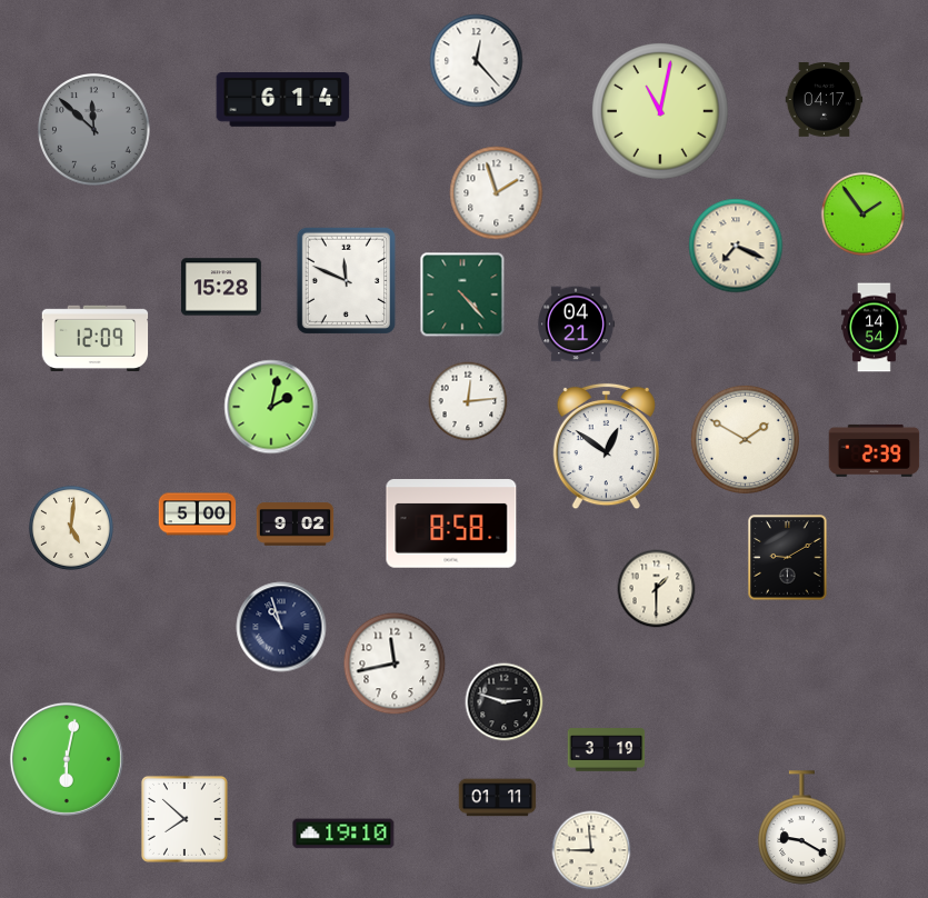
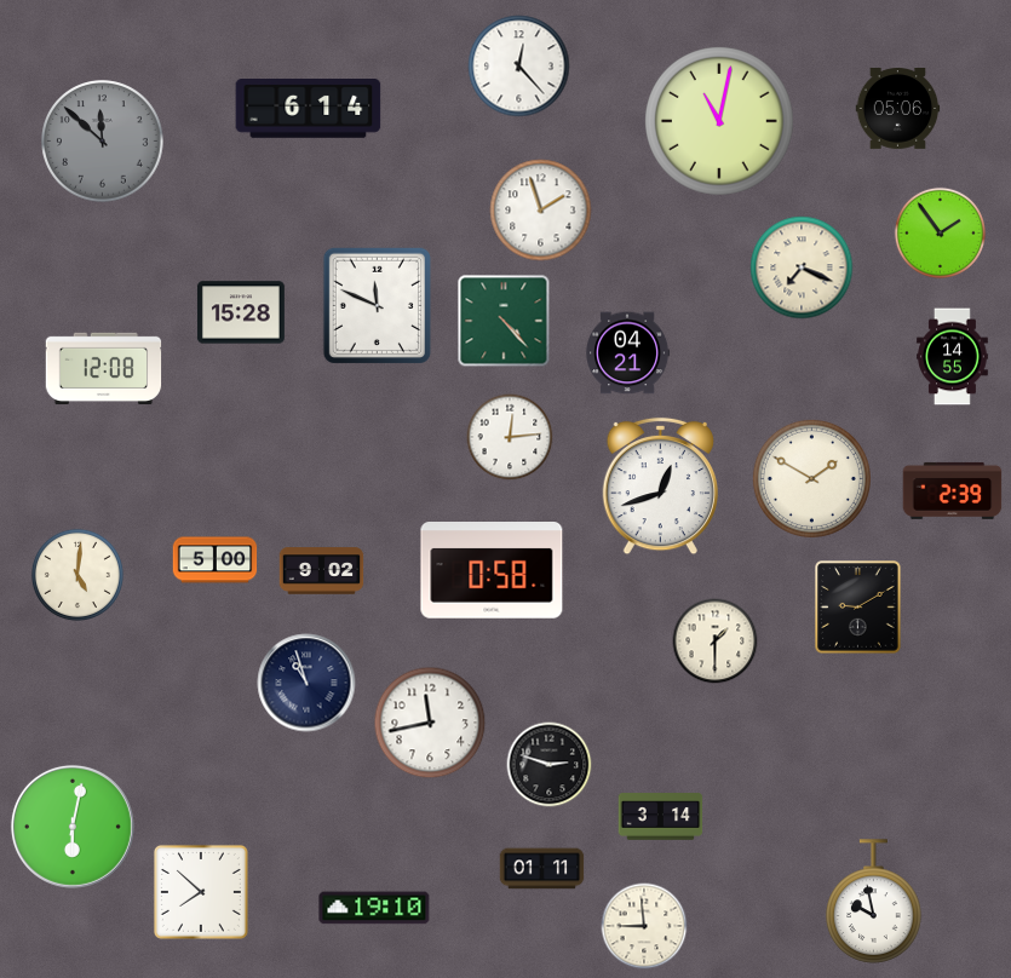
clock at (825, 100): 04:17 -> 05:06
clock at (875, 328): 14:54 -> 14:55
clock at (96, 338): 12:09 -> 12:08
clock at (271, 407): 2:02 -> none
clock at (606, 447): 12:51 -> 12:42
clock at (451, 523): 8:58 -> 0:58
clock at (607, 750): 3:19 -> 3:14
clock at (802, 828): 9:20 -> 9:58
